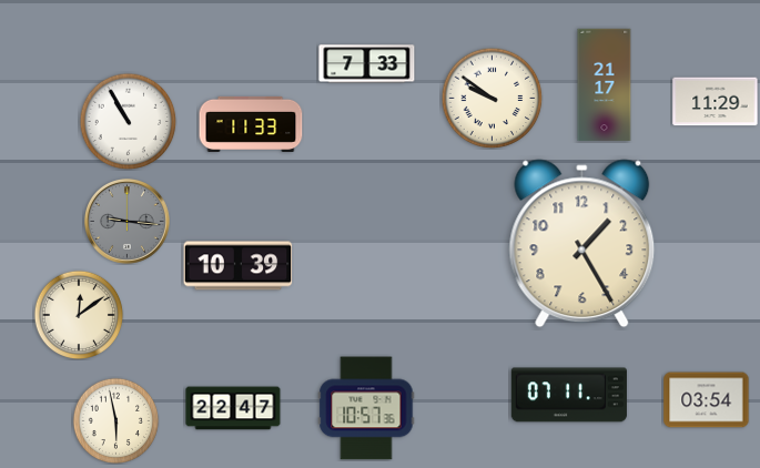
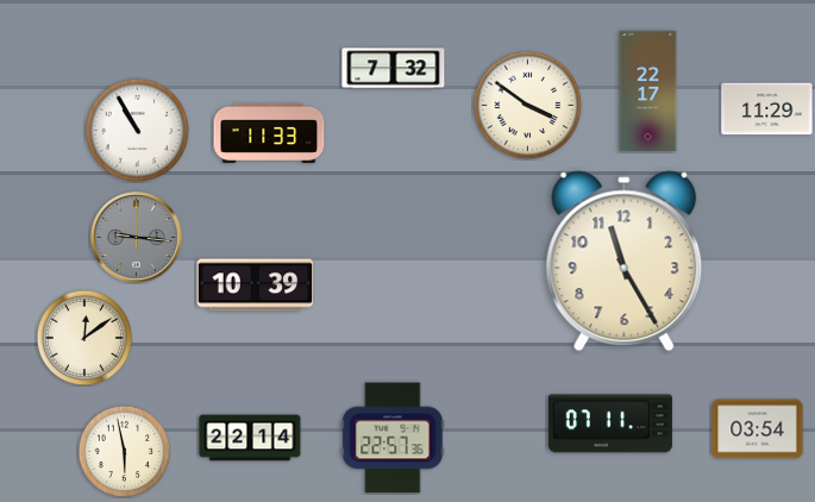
clock at (367, 64): 7:33 -> 7:32
clock at (605, 85): 21:17 -> 22:17
clock at (492, 98): 9:51 -> 3:51
clock at (582, 244): 1:25 -> 11:25
clock at (233, 408): 22:47 -> 22:14
clock at (366, 408): 10:57 -> 22:57
